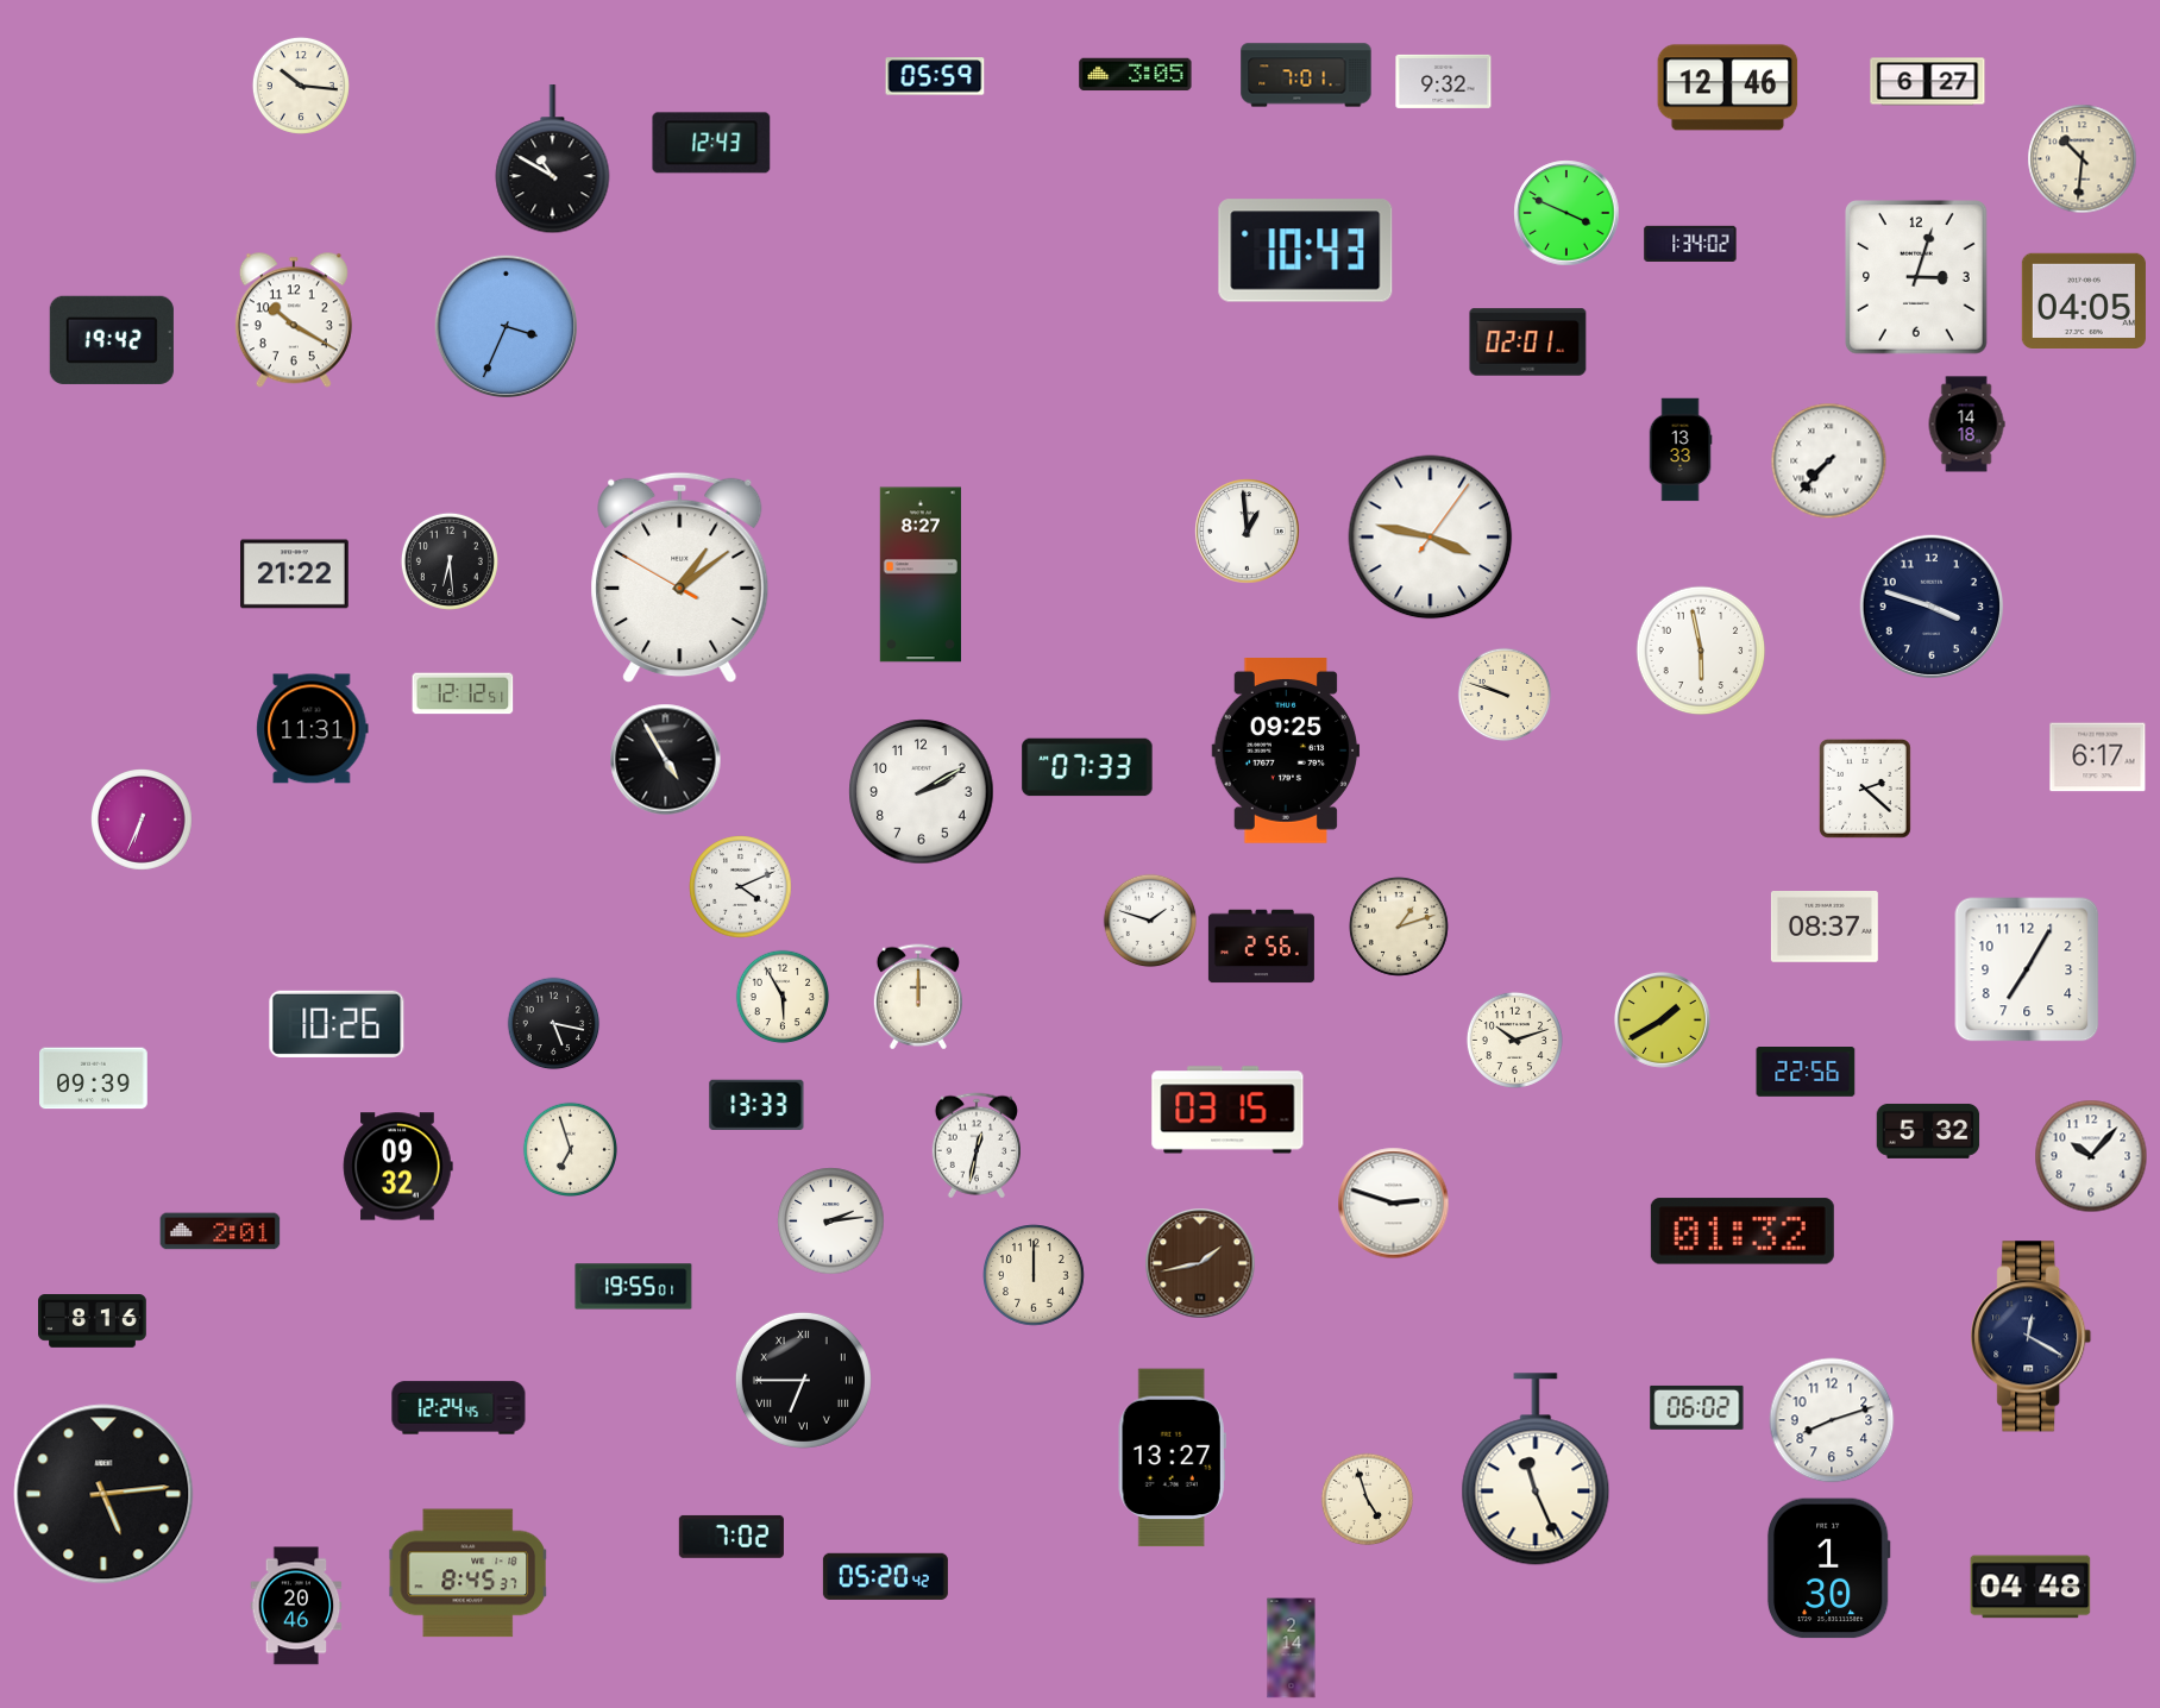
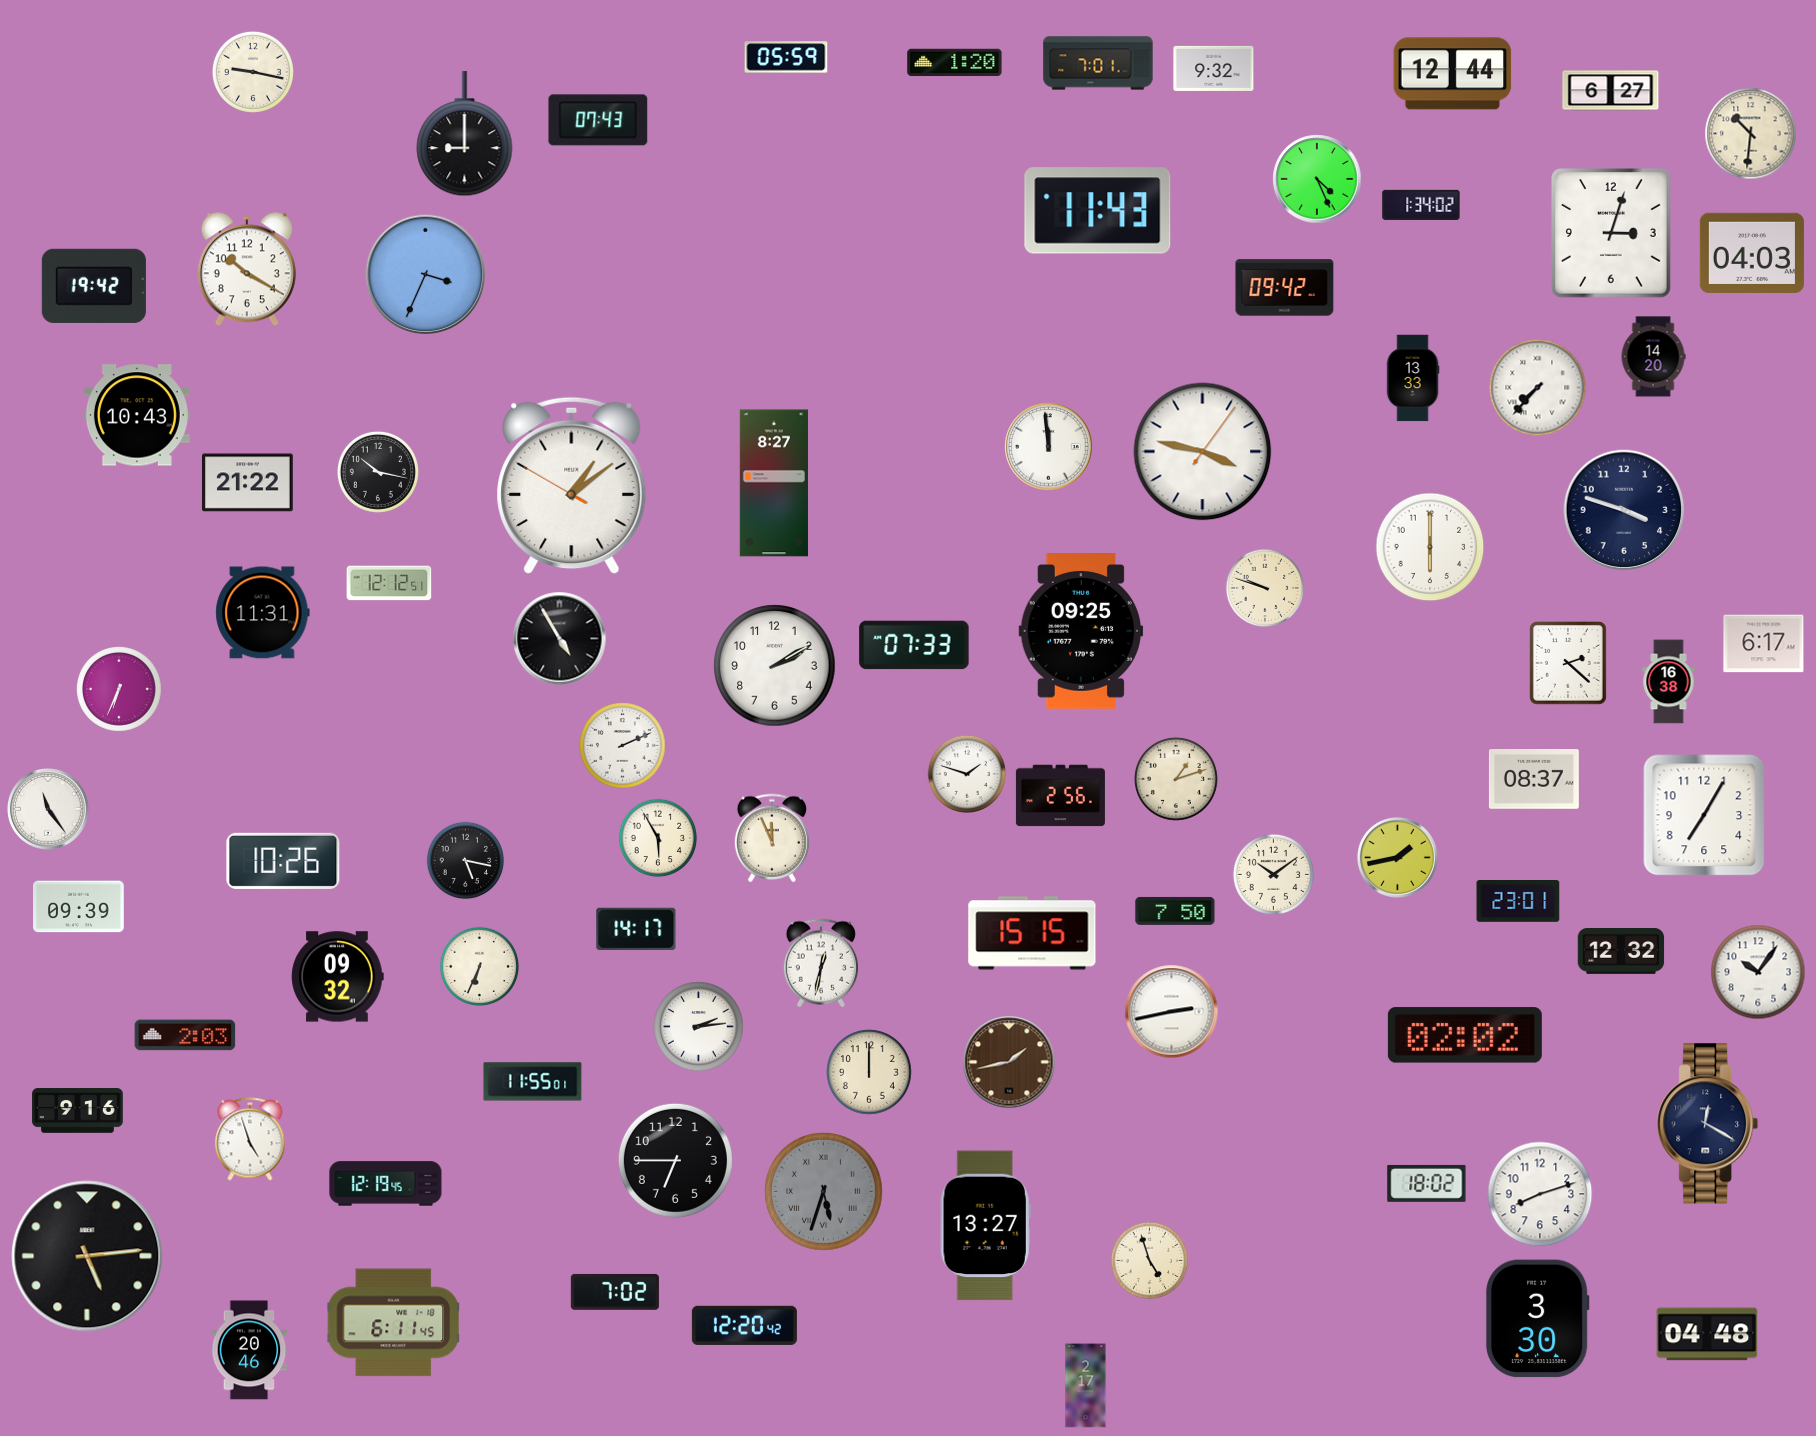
clock at (1136, 75): 3:05 -> 1:20
clock at (935, 76) position: (935, 76) -> (786, 57)
clock at (1928, 82) position: (1928, 82) -> (1611, 91)
clock at (301, 86): 10:16 -> 9:17
clock at (1728, 88): 12:46 -> 12:44
clock at (711, 143): 12:43 -> 07:43
clock at (553, 159): 10:50 -> 9:00
clock at (1566, 213): 3:49 -> 4:26
clock at (1306, 251): 10:43 -> 11:43
clock at (2084, 300): 04:05 -> 04:03
clock at (1528, 343): 02:01 -> 09:42
clock at (1966, 425): 14:18 -> 14:20
clock at (137, 415): none -> 10:43
clock at (1248, 532): 12:59 -> 11:59
clock at (450, 561): 6:29 -> 10:17
clock at (1701, 651): 5:58 -> 6:00
clock at (1505, 695) position: (1505, 695) -> (1265, 588)
clock at (2098, 758) position: (2098, 758) -> (1764, 644)
clock at (1669, 682): none -> 16:38
clock at (741, 887): 4:11 -> 2:11
clock at (49, 810): none -> 11:24
clock at (918, 997): 12:00 -> 11:56
clock at (1662, 1019): 1:40 -> 1:43
clock at (1514, 1040): 10:12 -> 10:09
clock at (1806, 1073): 22:56 -> 23:01
clock at (1175, 911): none -> 7:50
clock at (756, 1105): 13:33 -> 14:17
clock at (1227, 1110): 03:15 -> 15:15
clock at (1928, 1131): 5:32 -> 12:32
clock at (570, 1149): 6:57 -> 6:34
clock at (2091, 1156): 10:07 -> 10:06
clock at (398, 1167) position: (398, 1167) -> (338, 977)
clock at (1394, 1204): 2:48 -> 2:43
clock at (220, 1231): 2:01 -> 2:03
clock at (1743, 1231): 01:32 -> 02:02
clock at (634, 1287): 19:55 -> 11:55
clock at (93, 1321): 8:16 -> 9:16
clock at (250, 1139): none -> 4:57
clock at (803, 1380) numerals: Roman -> Arabic
clock at (1697, 1407): 06:02 -> 18:02
clock at (459, 1408): 12:24 -> 12:19
clock at (824, 1192): none -> 5:33
clock at (1536, 1469): 11:26 -> none
clock at (1828, 1569): 1:30 -> 3:30
clock at (467, 1574): 8:45 -> 6:11
clock at (885, 1576): 05:20 -> 12:20
clock at (1292, 1649): 2:14 -> 2:17
